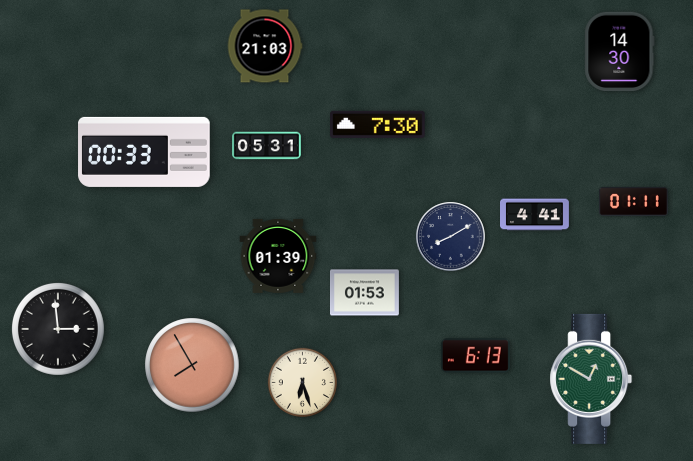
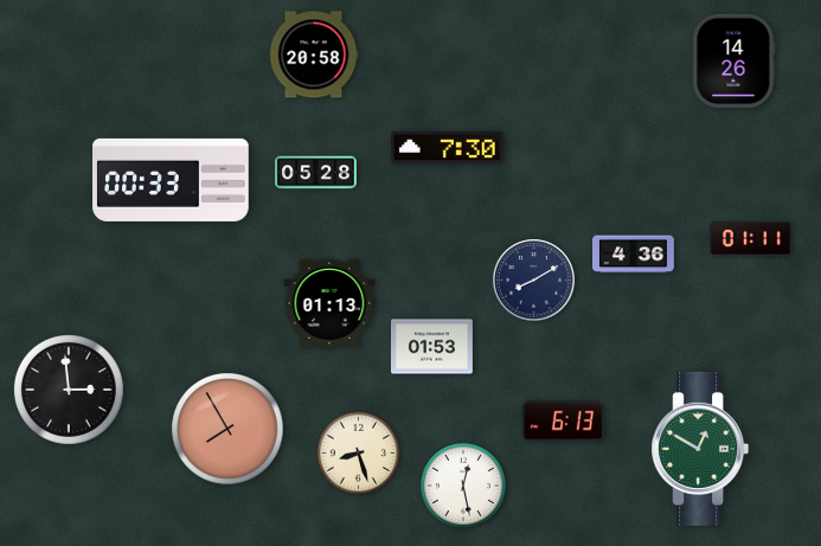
clock at (265, 46): 21:03 -> 20:58
clock at (620, 51): 14:30 -> 14:26
clock at (267, 146): 05:31 -> 05:28
clock at (535, 215): 4:41 -> 4:36
clock at (278, 256): 01:39 -> 01:13
clock at (192, 365) position: (192, 365) -> (227, 429)
clock at (302, 382): 6:27 -> 8:27
clock at (463, 486): none -> 12:28
